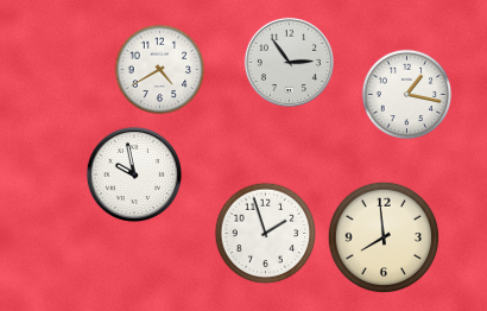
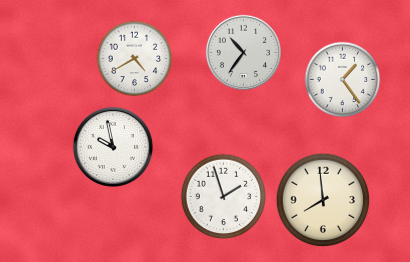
clock at (289, 62): 2:54 -> 10:36
clock at (407, 95): 1:17 -> 1:24
